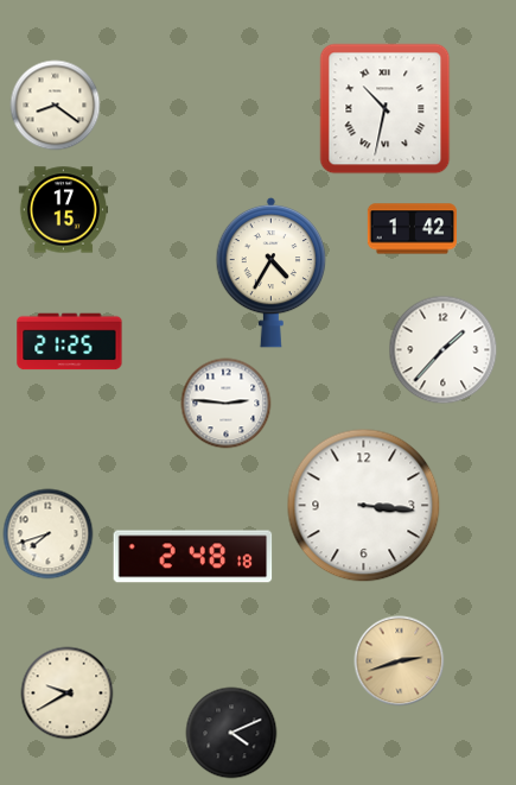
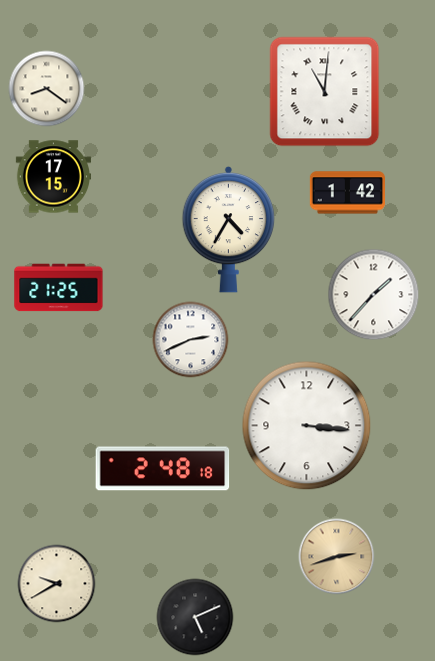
clock at (386, 109): 10:32 -> 11:01
clock at (227, 404): 2:46 -> 2:41
clock at (49, 534): 7:42 -> none
clock at (231, 733): 4:11 -> 5:11
